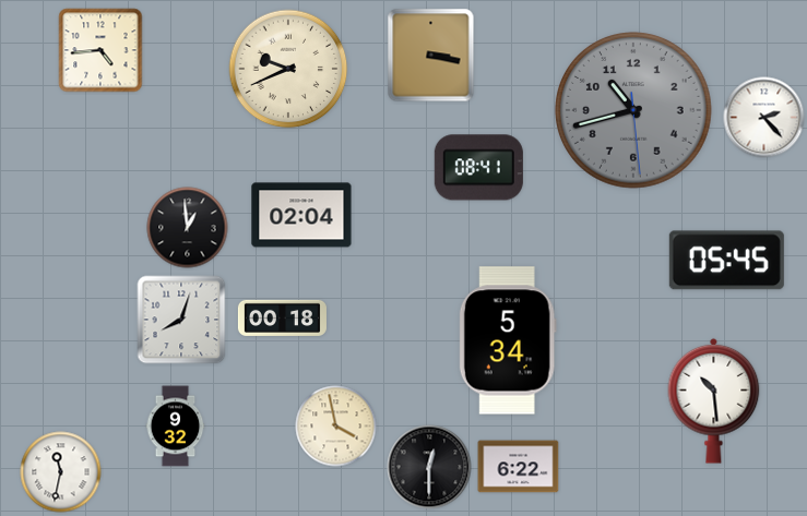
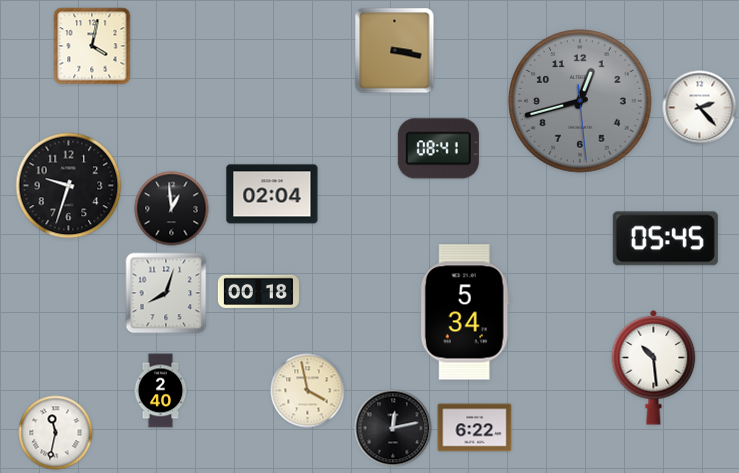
clock at (100, 50): 4:44 -> 4:02
clock at (288, 69): 9:41 -> none
clock at (633, 110): 10:42 -> 12:42
clock at (478, 168) position: (478, 168) -> (438, 149)
clock at (69, 186): none -> 9:33
clock at (301, 215) position: (301, 215) -> (272, 194)
clock at (176, 427): 9:32 -> 2:40
clock at (429, 467): 12:30 -> 12:13
